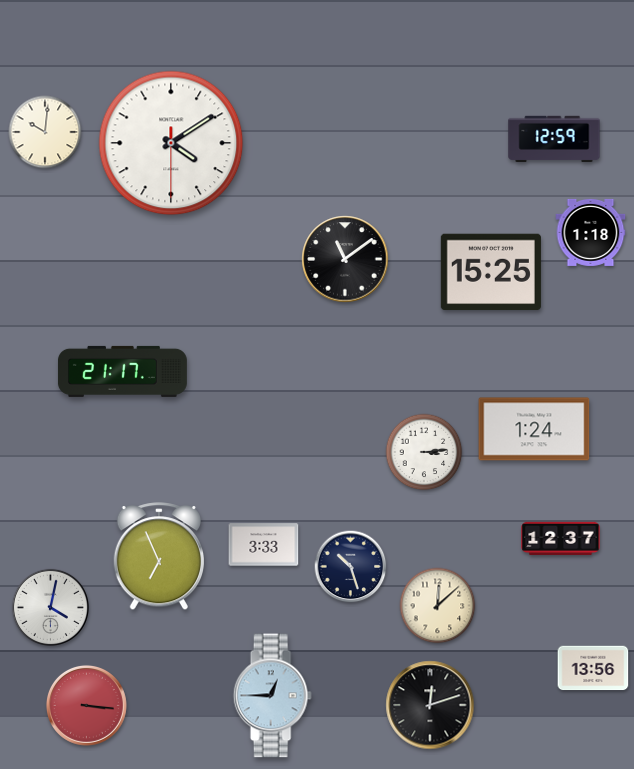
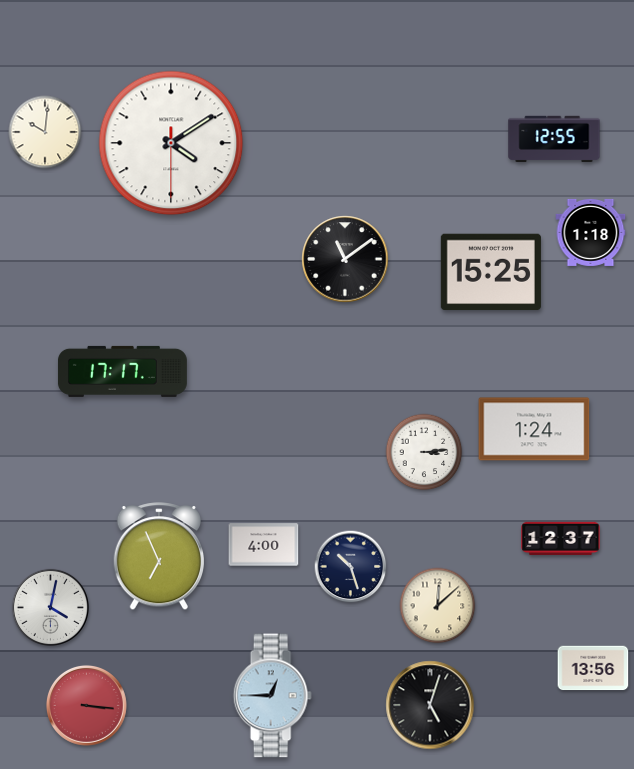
clock at (554, 139): 12:59 -> 12:55
clock at (122, 371): 21:17 -> 17:17
clock at (264, 545): 3:33 -> 4:00
clock at (430, 705): 12:12 -> 5:03
